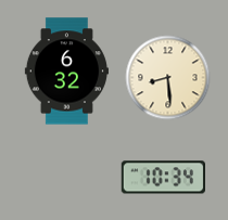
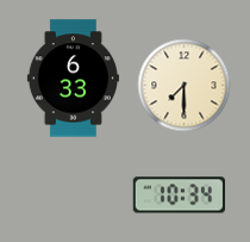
clock at (66, 72): 6:32 -> 6:33
clock at (167, 77): 8:29 -> 7:30
